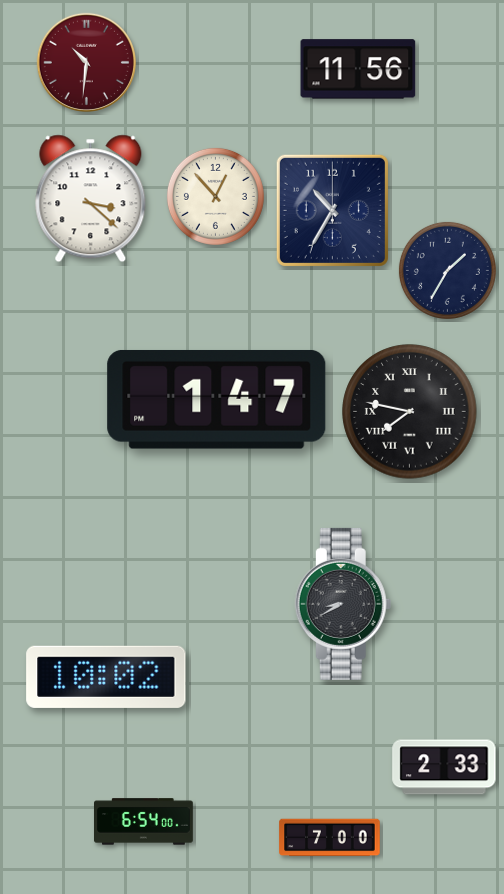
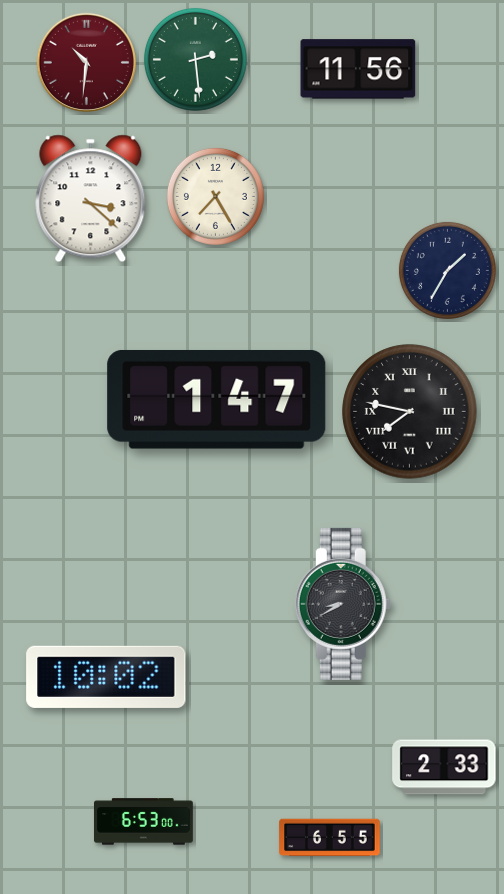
clock at (195, 59): none -> 2:29
clock at (215, 196): 12:53 -> 7:25
clock at (332, 210): 10:35 -> none
clock at (144, 822): 6:54 -> 6:53
clock at (330, 838): 7:00 -> 6:55
